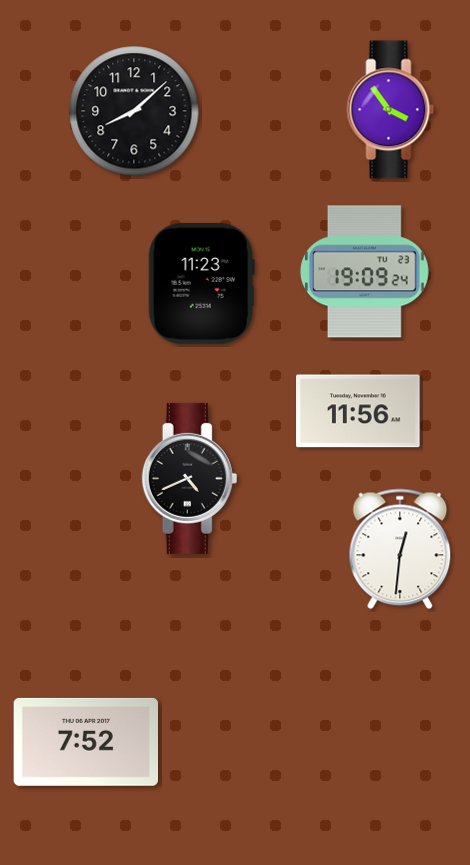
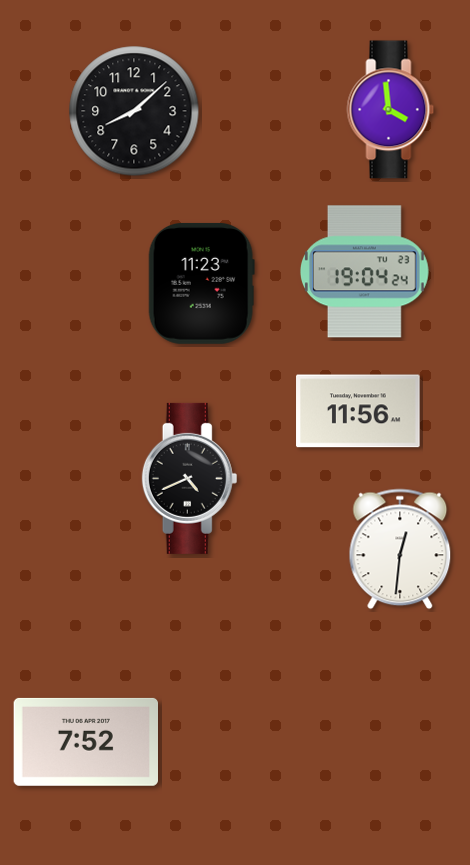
clock at (391, 110): 3:54 -> 3:59
clock at (365, 272): 19:09 -> 19:04
